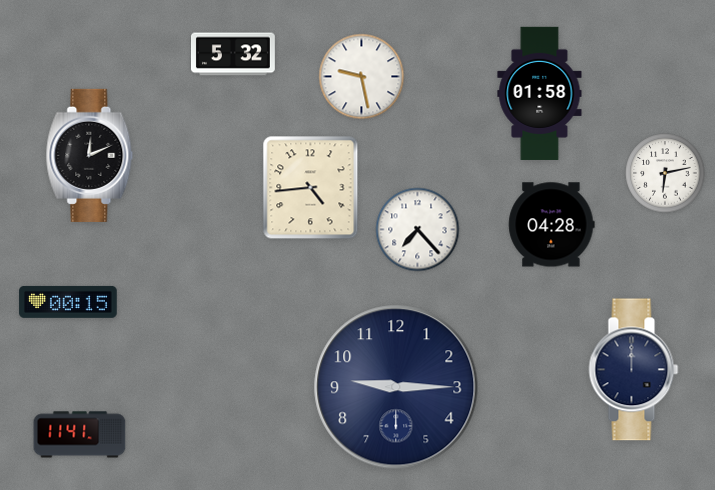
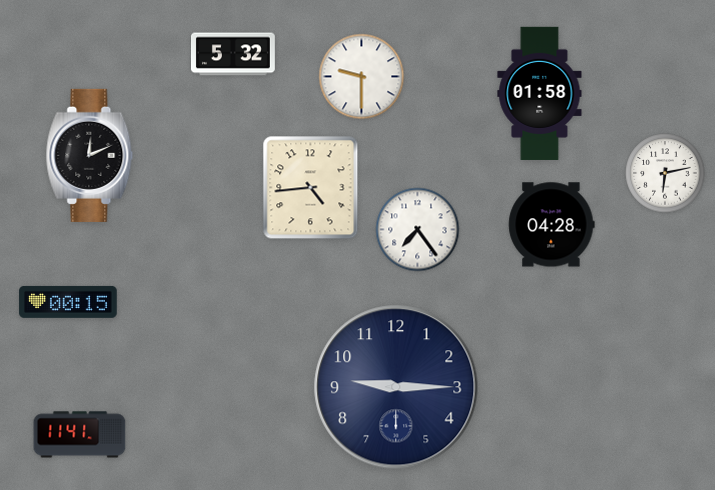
clock at (362, 77): 9:28 -> 9:30
clock at (418, 230): 7:23 -> 7:24
clock at (634, 370): 12:00 -> none
